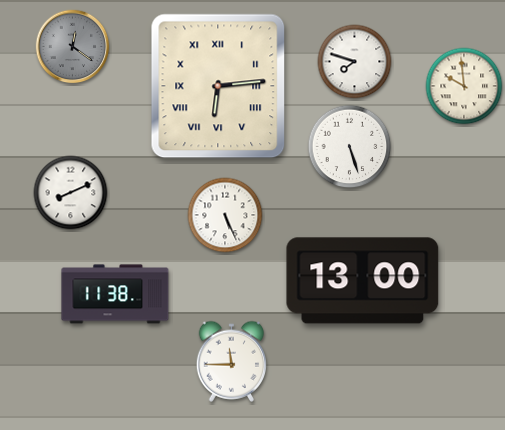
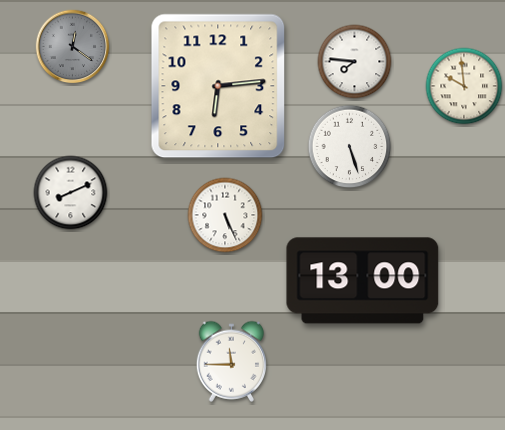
clock at (355, 62): 7:48 -> 7:46
clock at (218, 86) numerals: Roman -> Arabic
clock at (115, 294): 11:38 -> none
